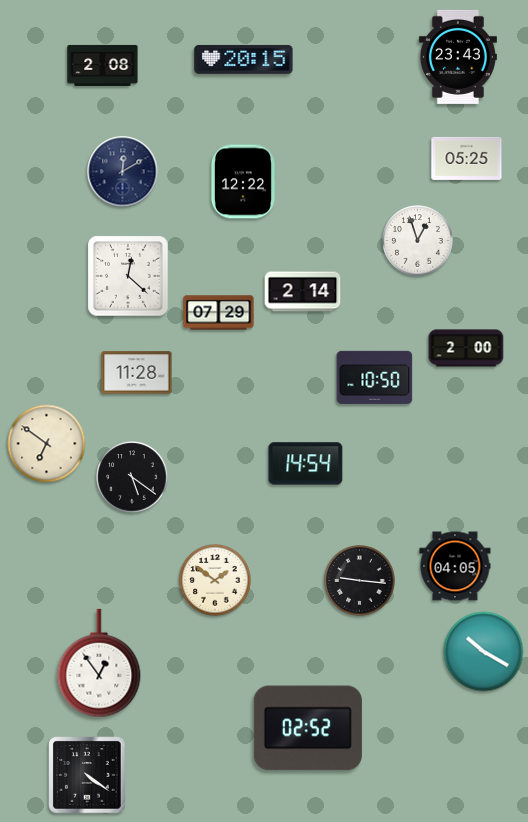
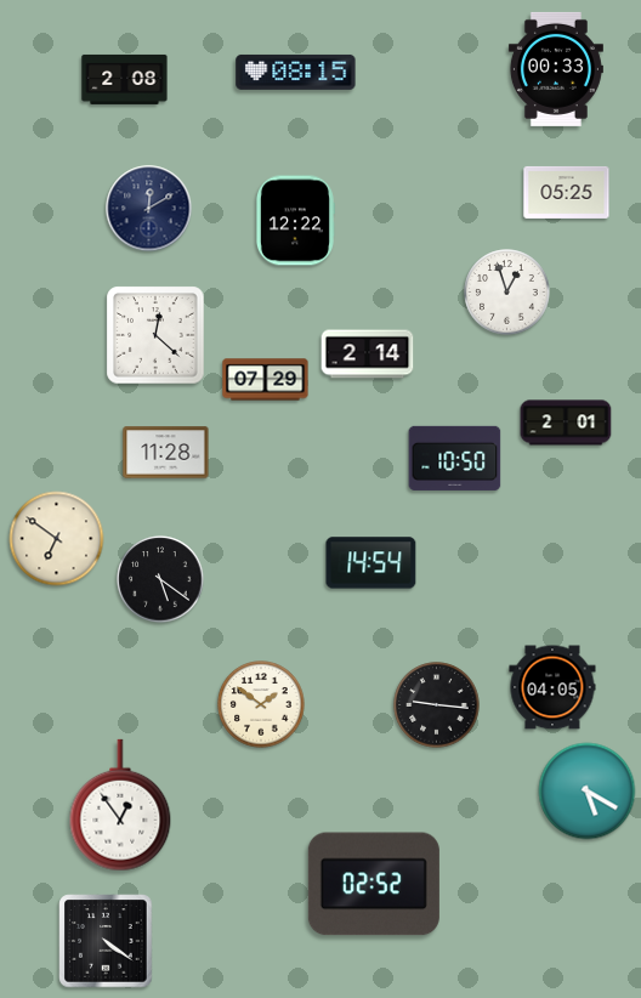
clock at (458, 57): 23:43 -> 00:33
clock at (244, 59): 20:15 -> 08:15
clock at (466, 348): 2:00 -> 2:01
clock at (484, 652): 10:20 -> 5:20
